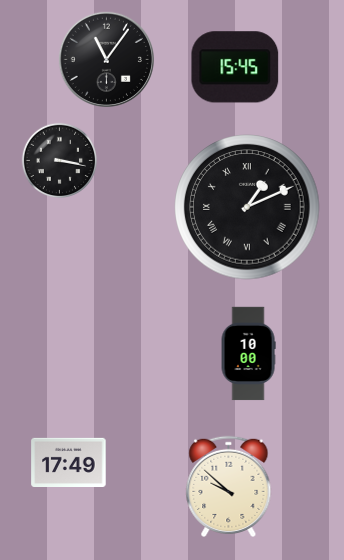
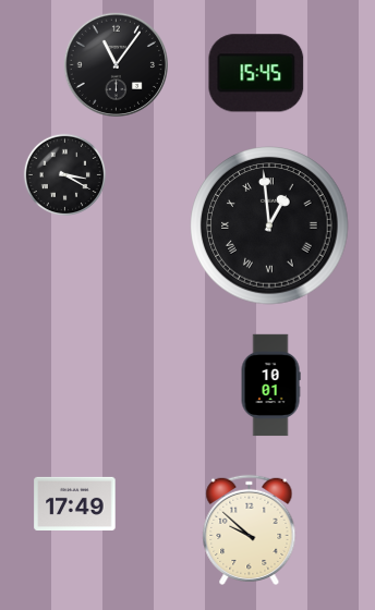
clock at (60, 161): 3:17 -> 3:20
clock at (247, 207): 1:11 -> 12:59
clock at (248, 354): 10:00 -> 10:01
